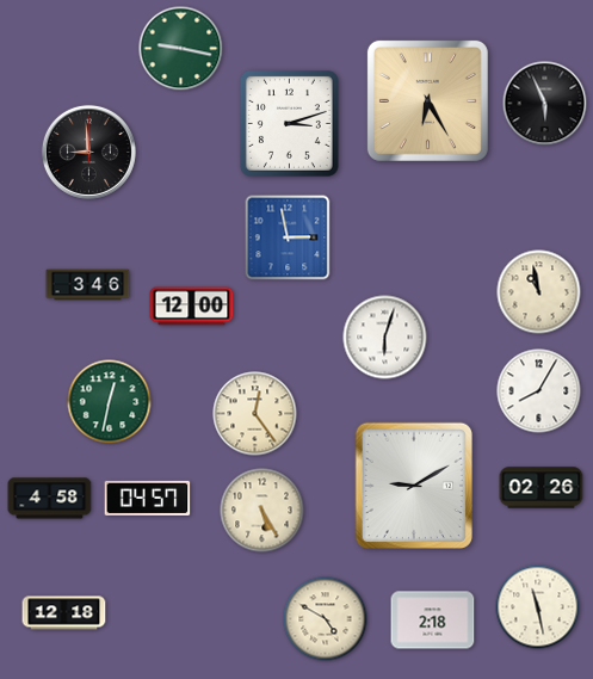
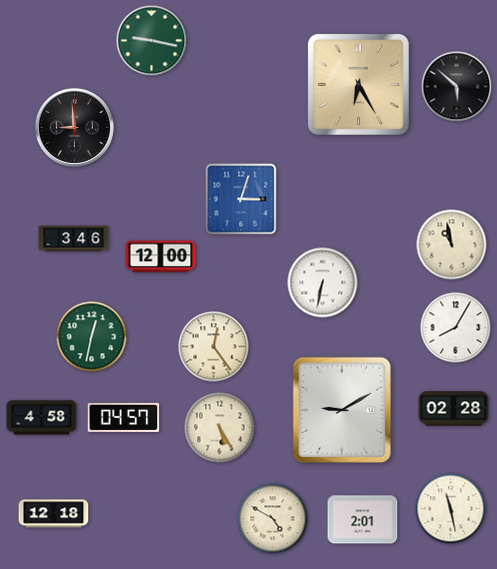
clock at (545, 104): 5:56 -> 5:52
clock at (289, 123): 3:12 -> none
clock at (288, 237): 2:58 -> 3:03
clock at (385, 338): 6:03 -> 6:32
clock at (539, 391) position: (539, 391) -> (456, 328)
clock at (414, 486) position: (414, 486) -> (342, 410)
clock at (542, 488): 02:26 -> 02:28
clock at (433, 621): 2:18 -> 2:01
